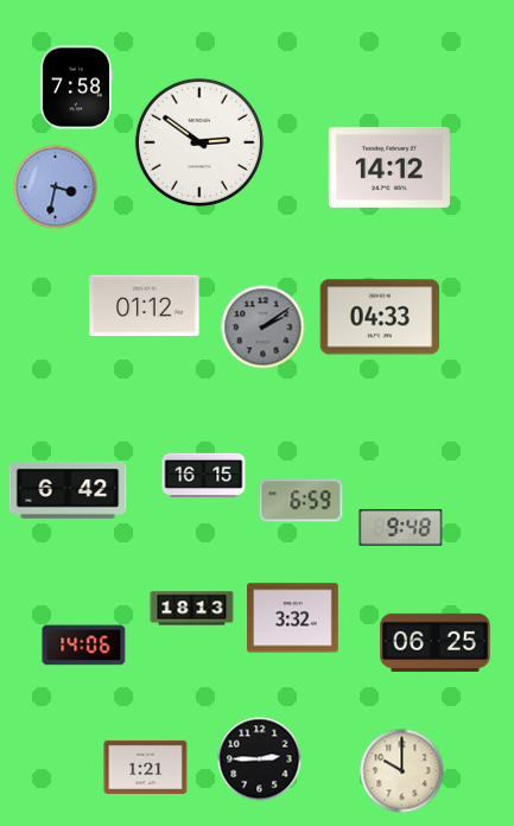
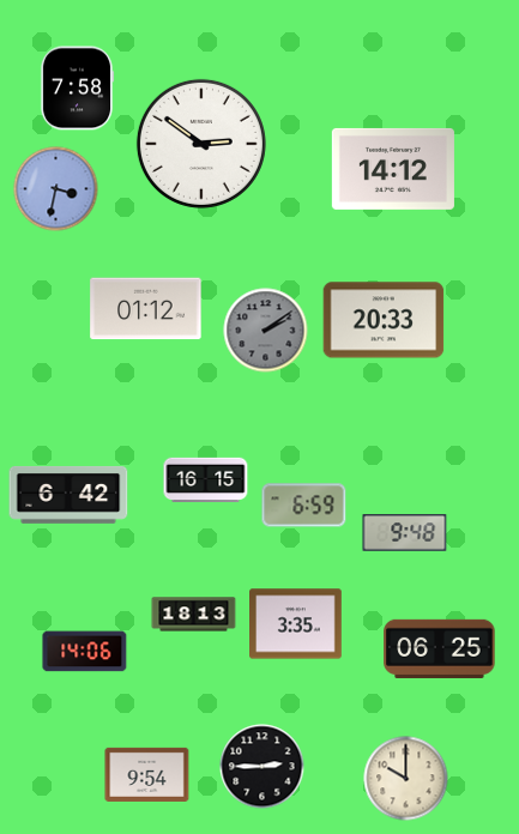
clock at (380, 317): 04:33 -> 20:33
clock at (293, 618): 3:32 -> 3:35
clock at (146, 767): 1:21 -> 9:54
